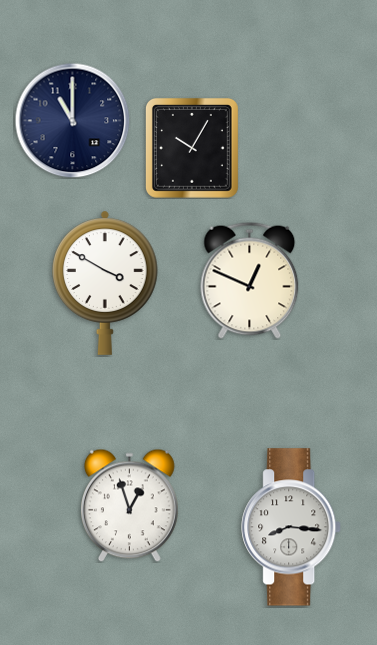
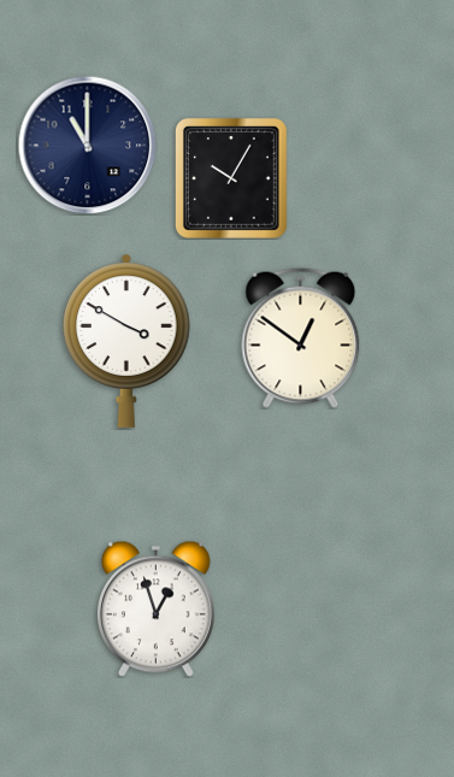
clock at (250, 280): 12:49 -> 12:51
clock at (292, 527): 8:16 -> none
